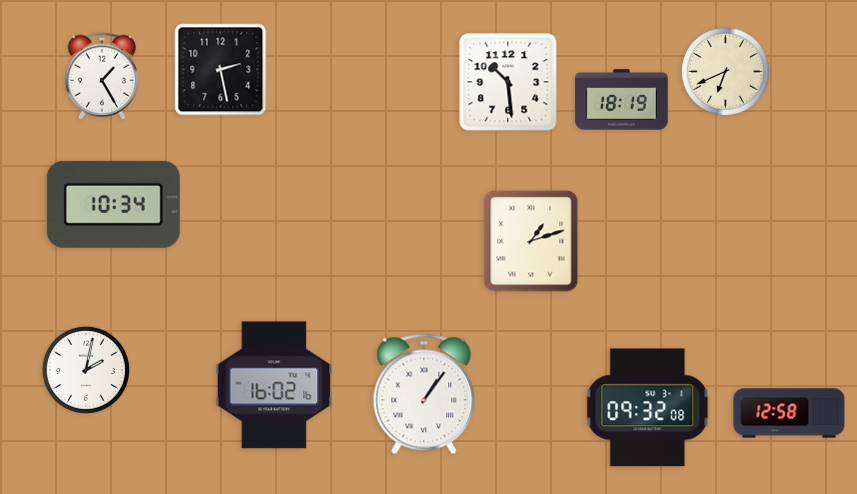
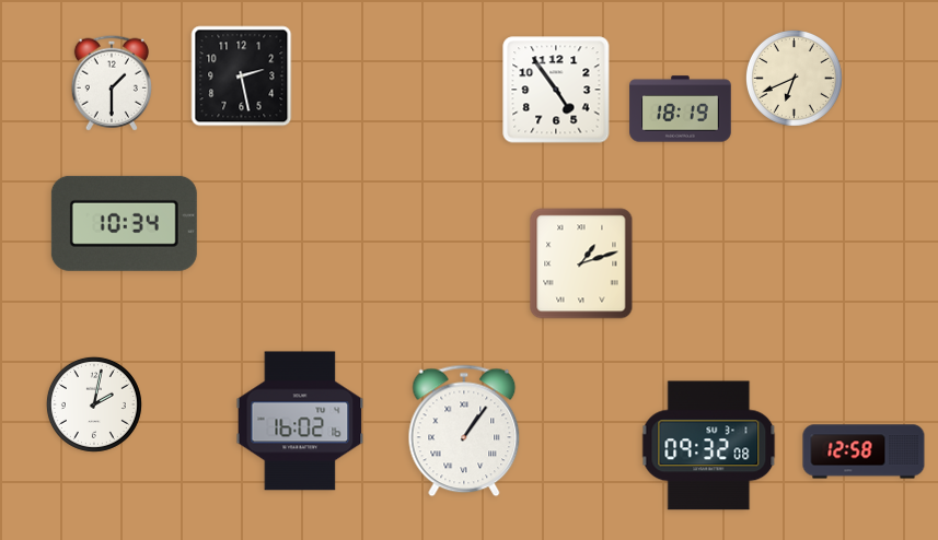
clock at (102, 76): 1:25 -> 1:30
clock at (508, 82): 10:29 -> 4:54
